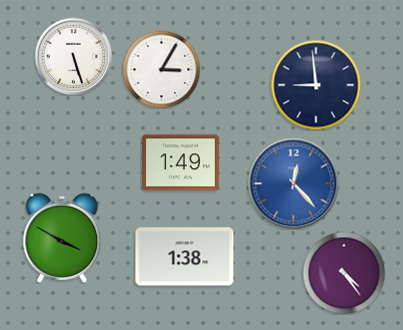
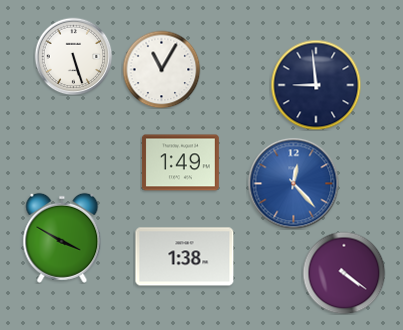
clock at (161, 69): 3:05 -> 11:05
clock at (344, 273): 4:24 -> 4:21
